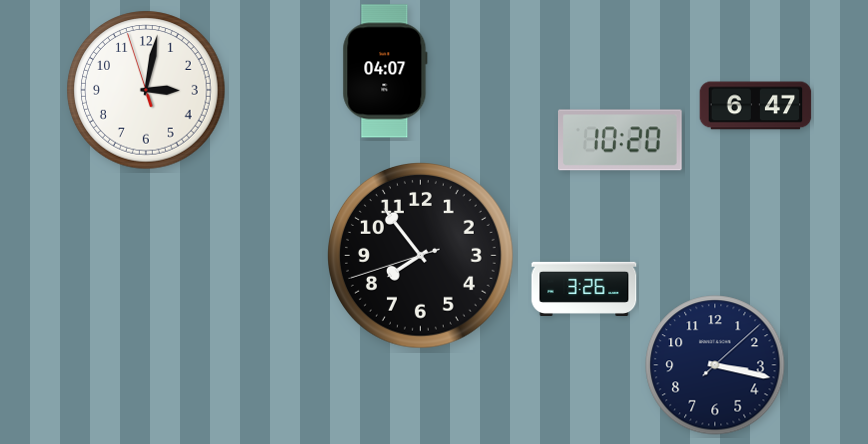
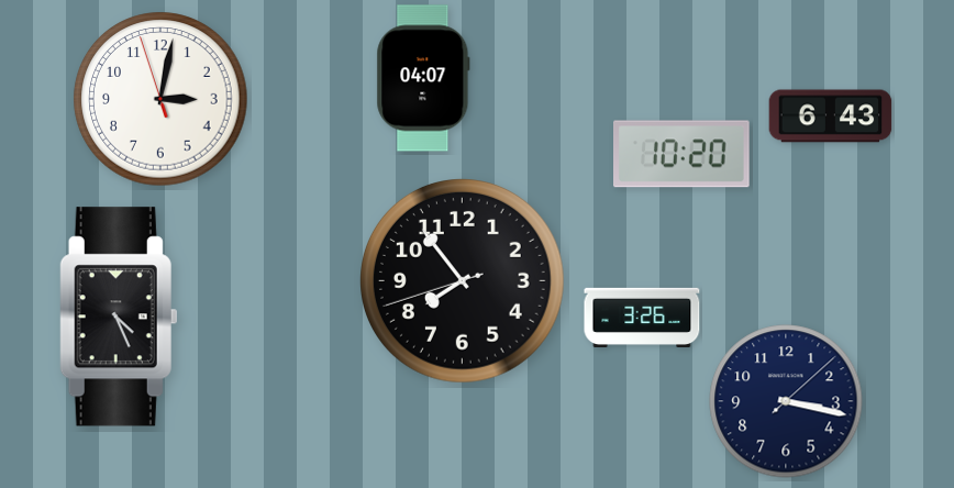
clock at (756, 106): 6:47 -> 6:43
clock at (119, 317): none -> 4:26
